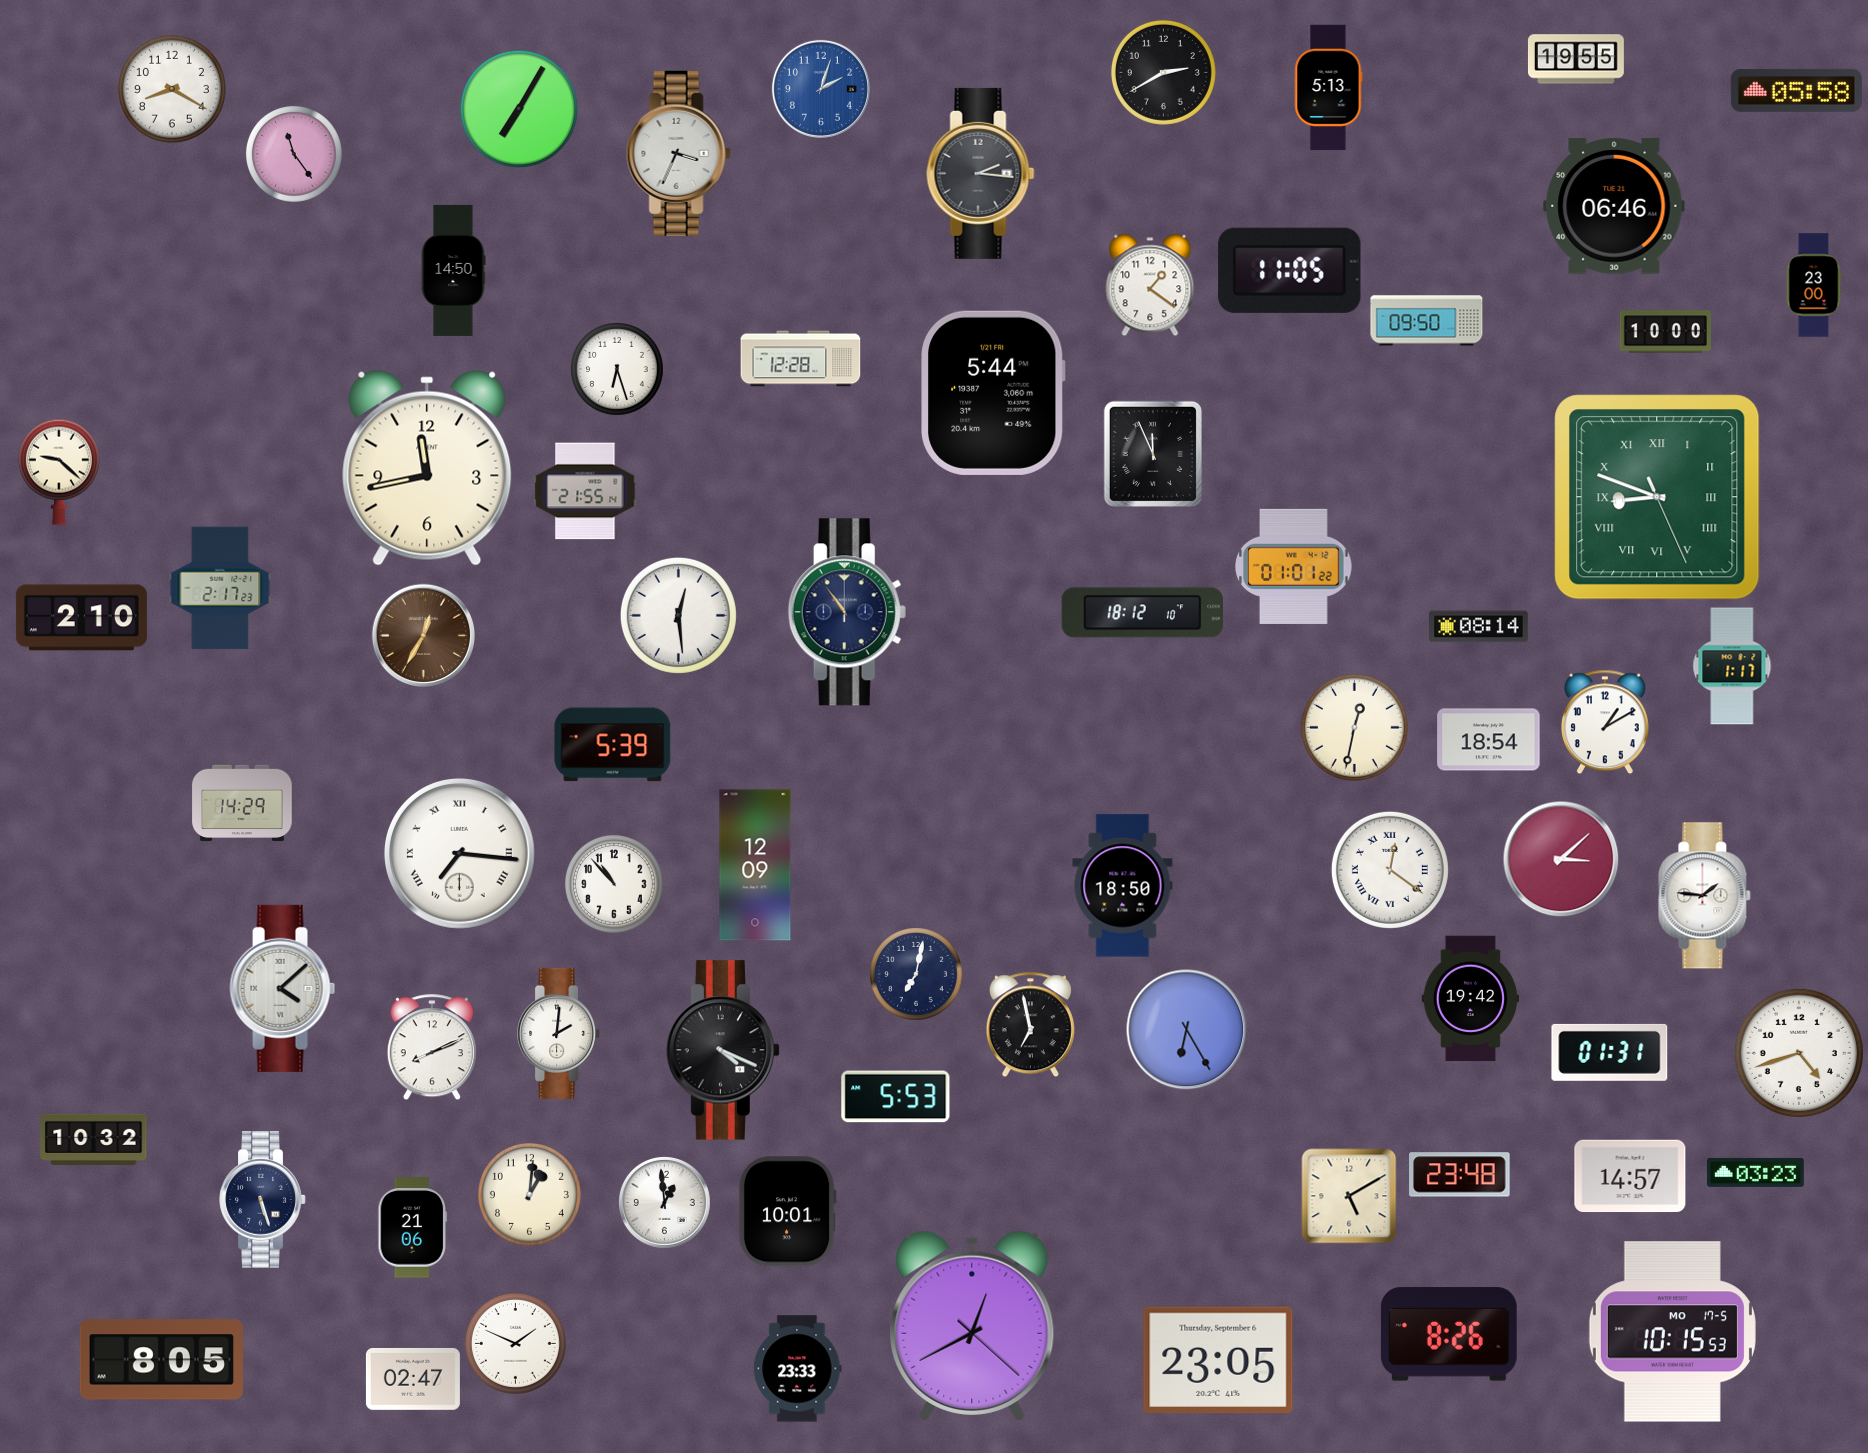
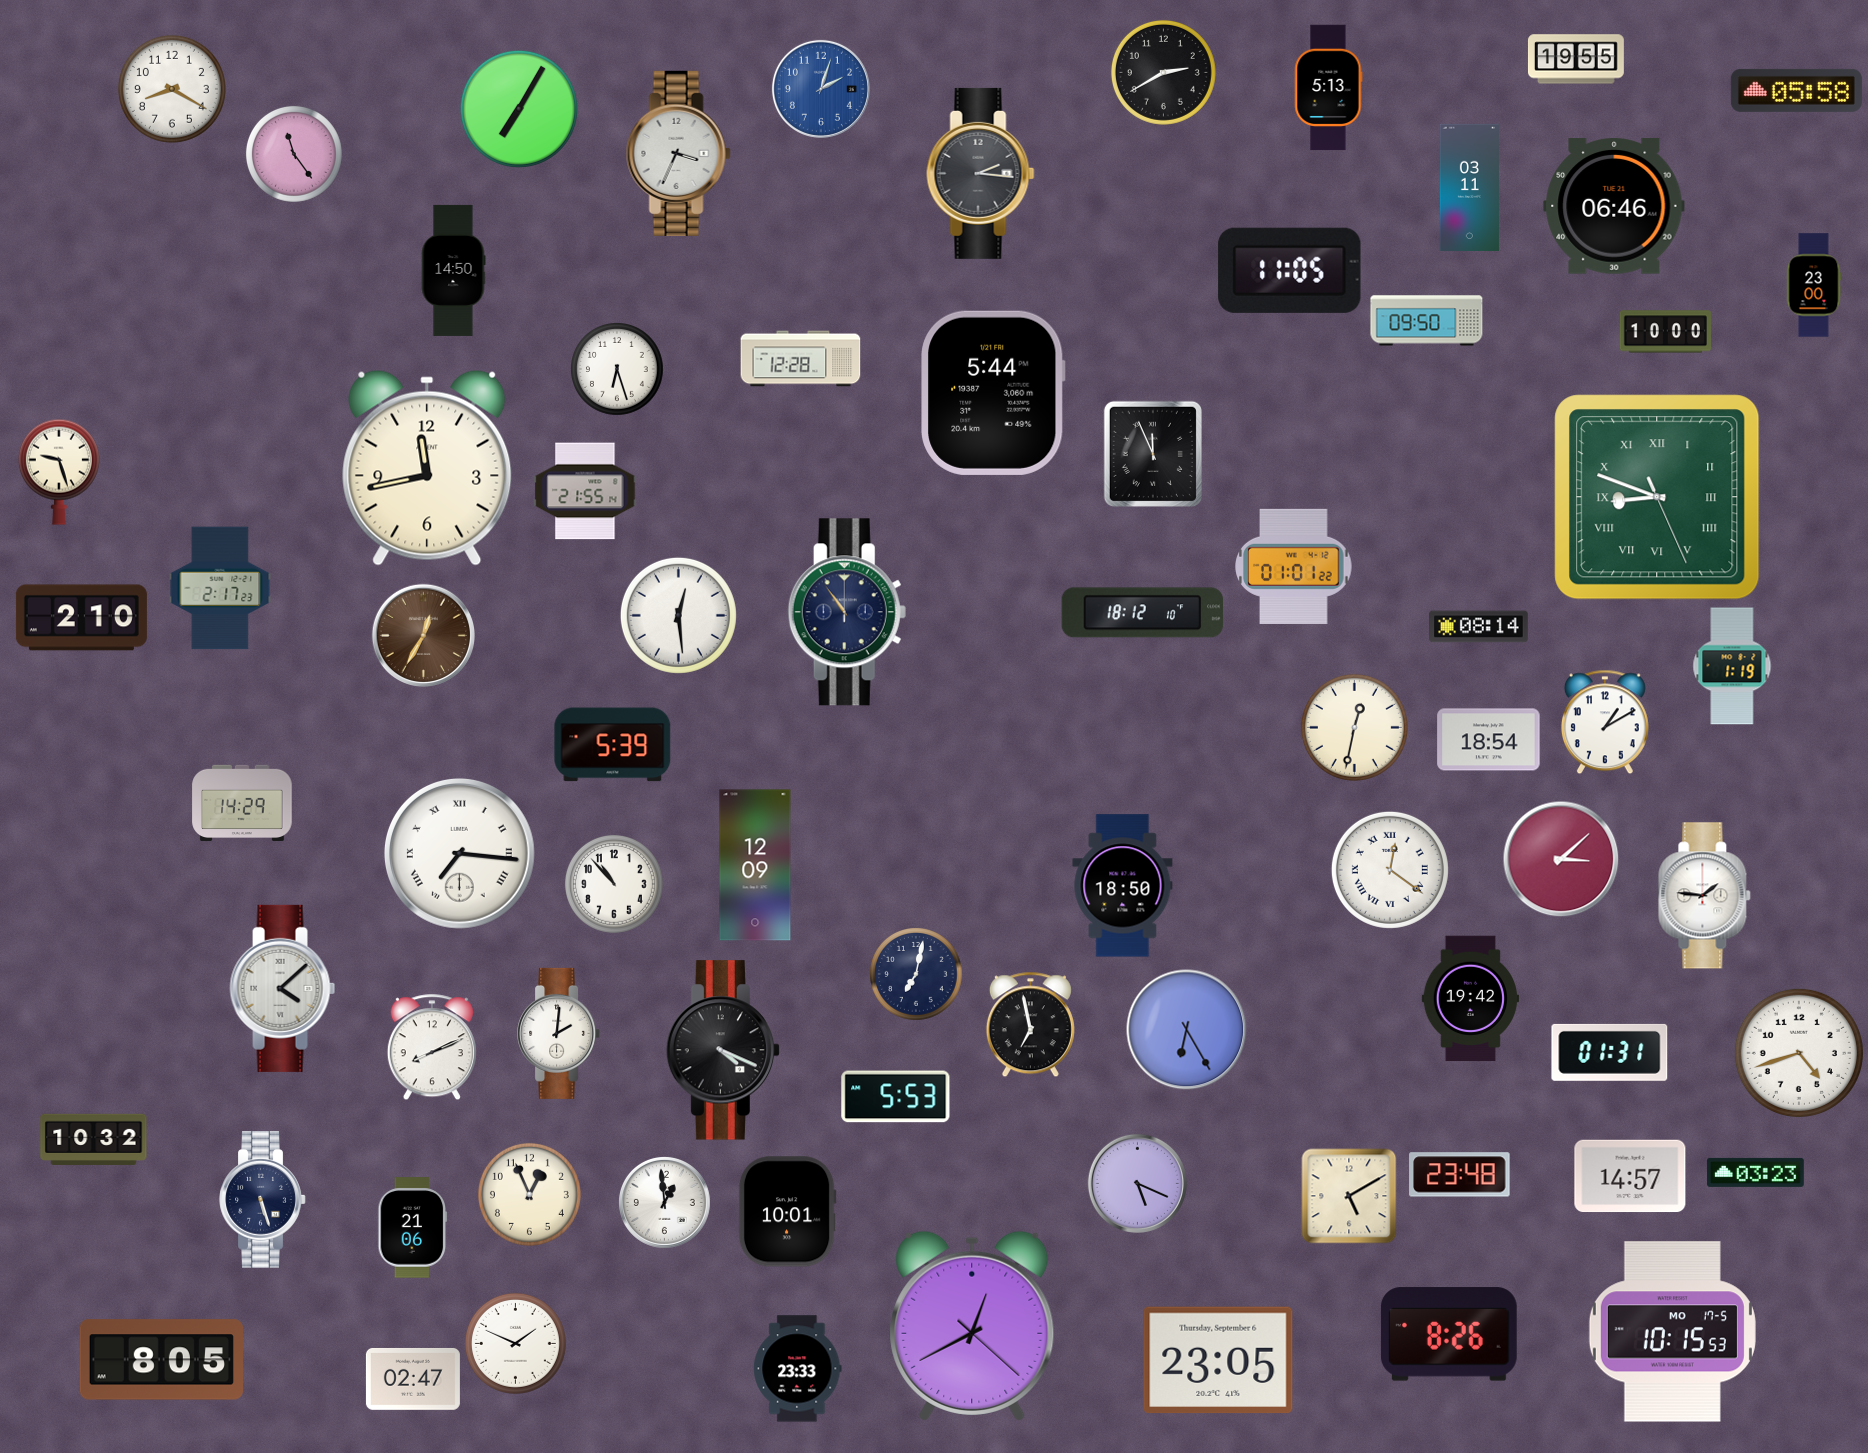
clock at (1469, 187): none -> 03:11
clock at (1150, 285): 1:21 -> none
clock at (59, 472): 9:22 -> 9:27
clock at (1732, 666): 1:17 -> 1:19
clock at (1137, 1183): none -> 5:19
clock at (529, 1194): 1:01 -> 12:56
